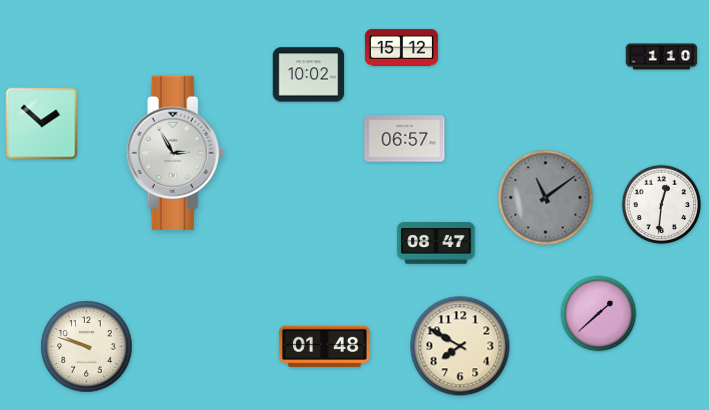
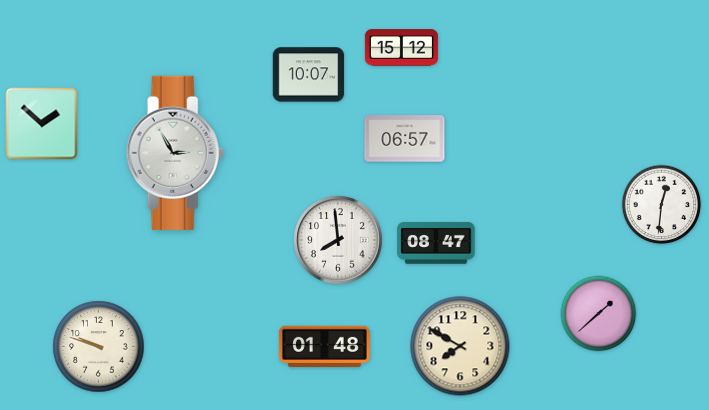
clock at (662, 57): 1:10 -> none
clock at (309, 75): 10:02 -> 10:07
clock at (546, 198): 11:09 -> none
clock at (338, 240): none -> 7:59
clock at (87, 347) position: (87, 347) -> (99, 347)
